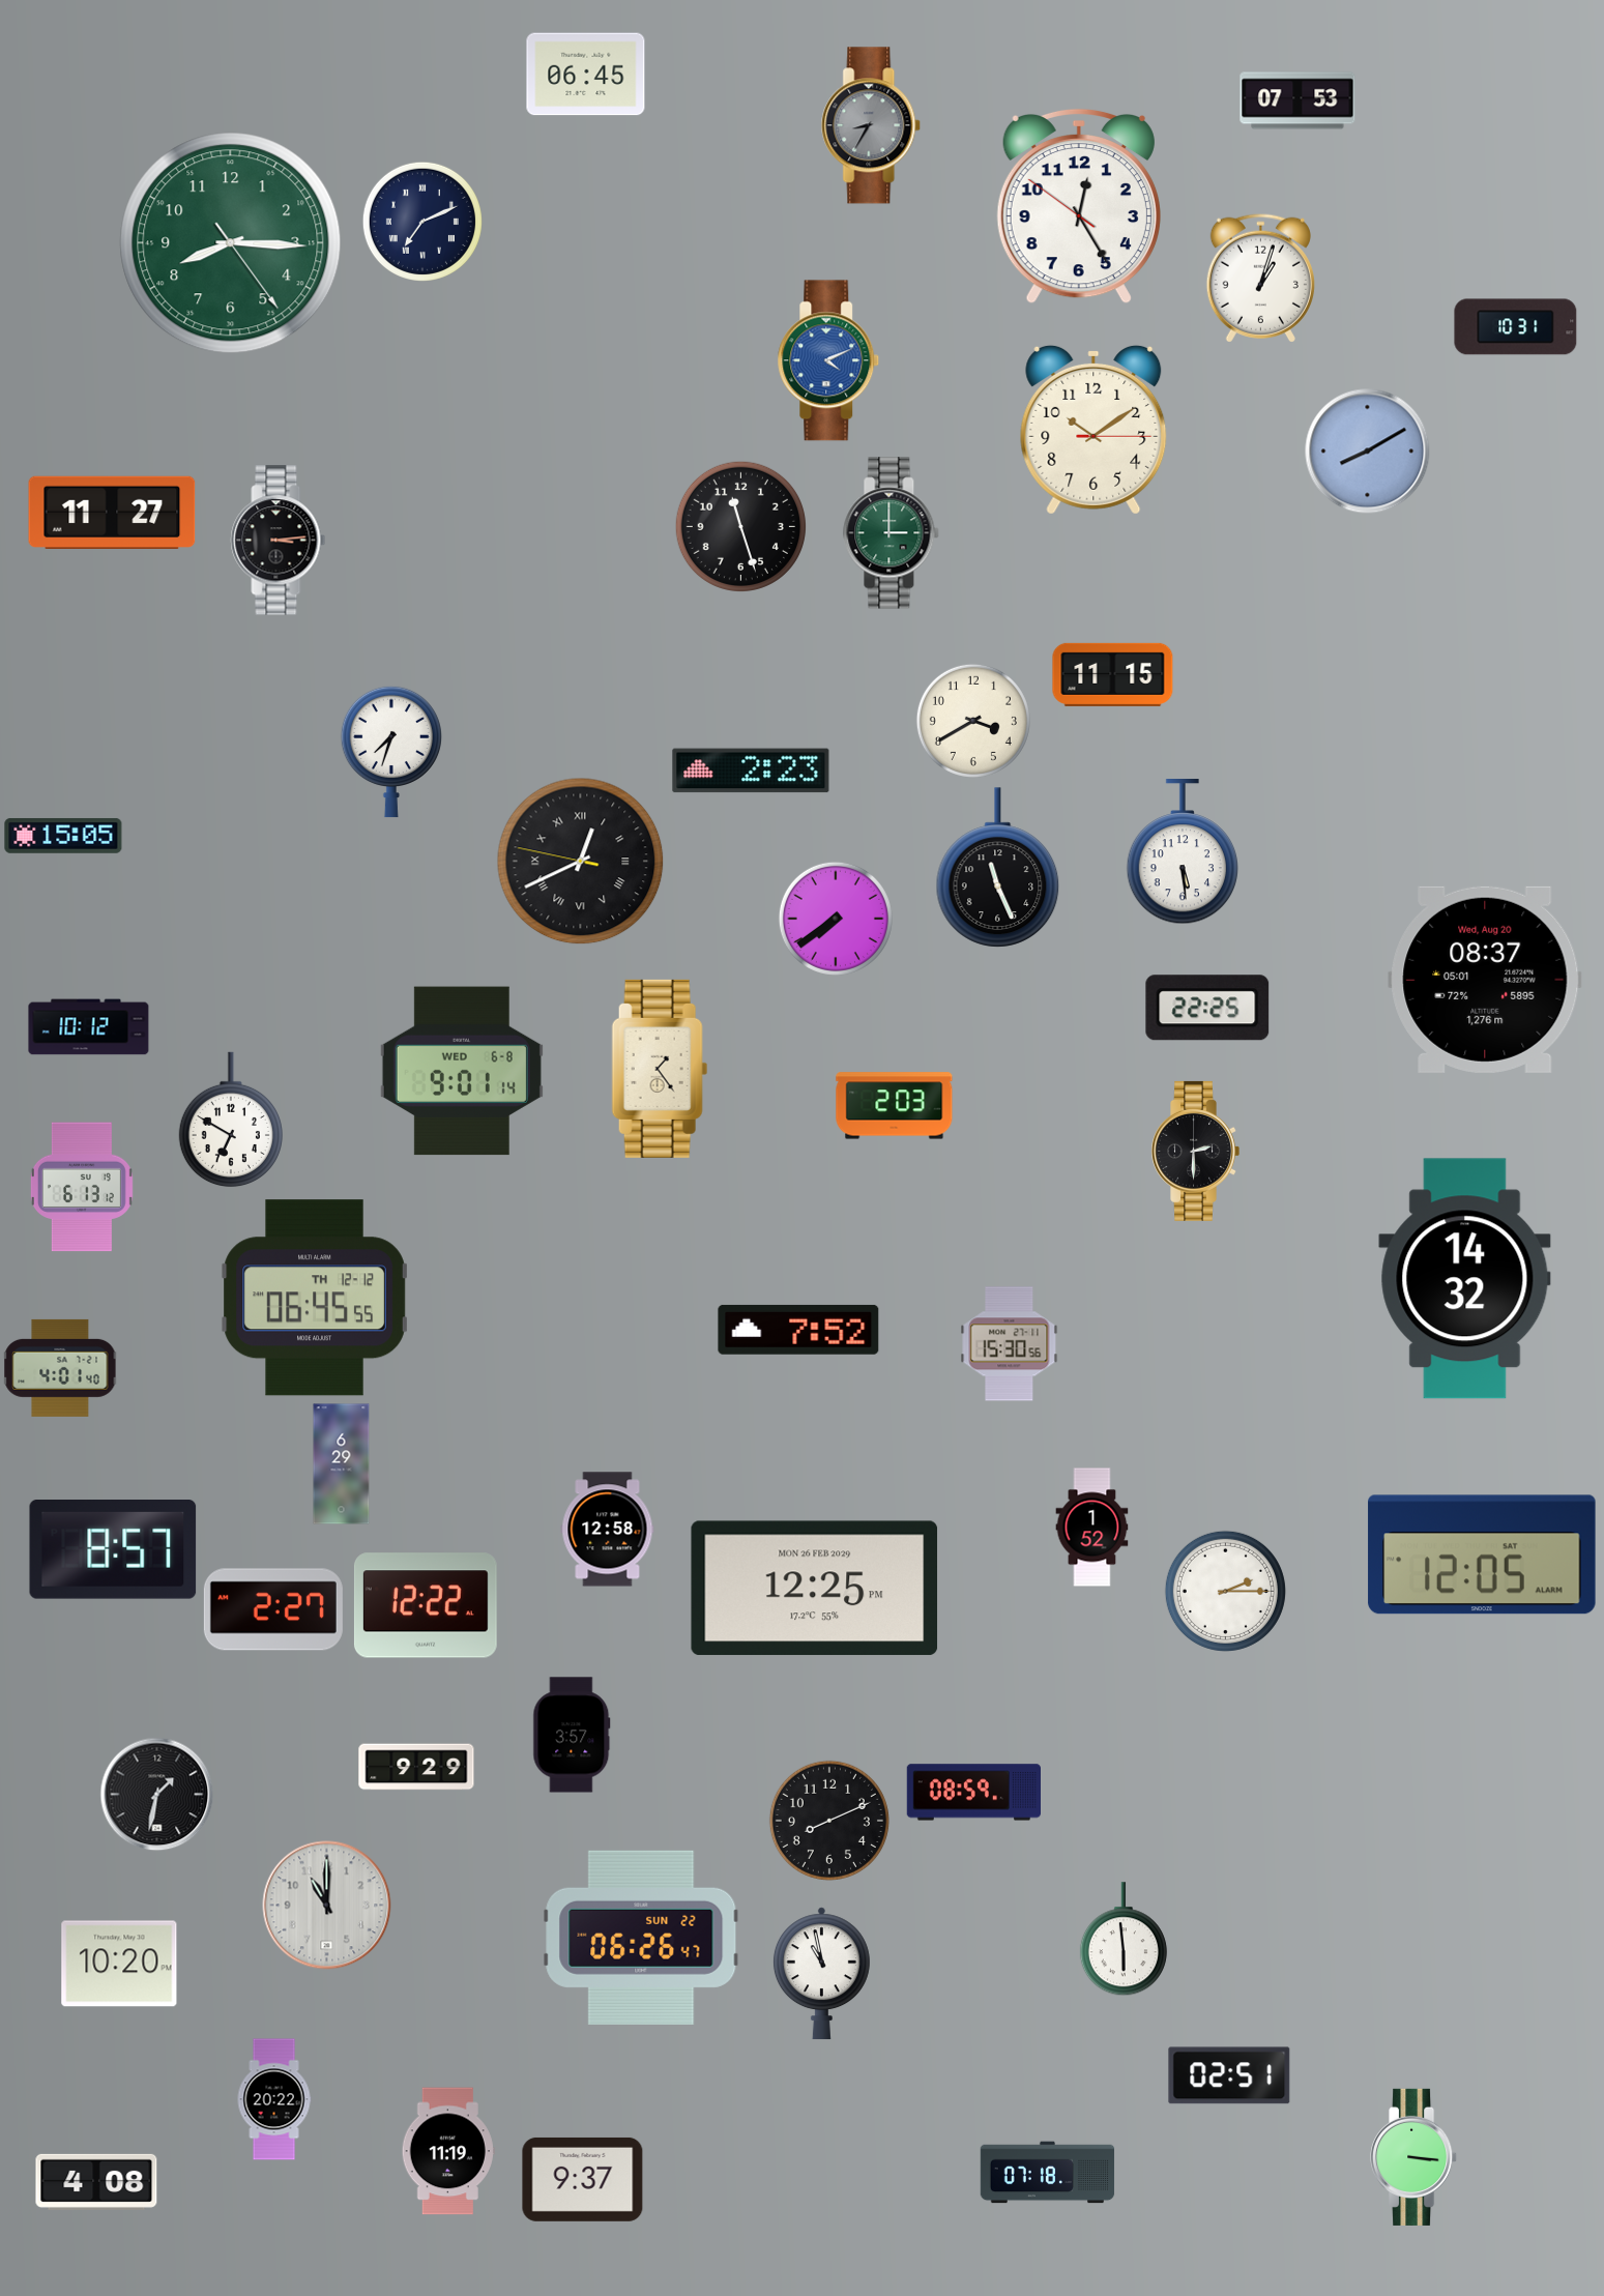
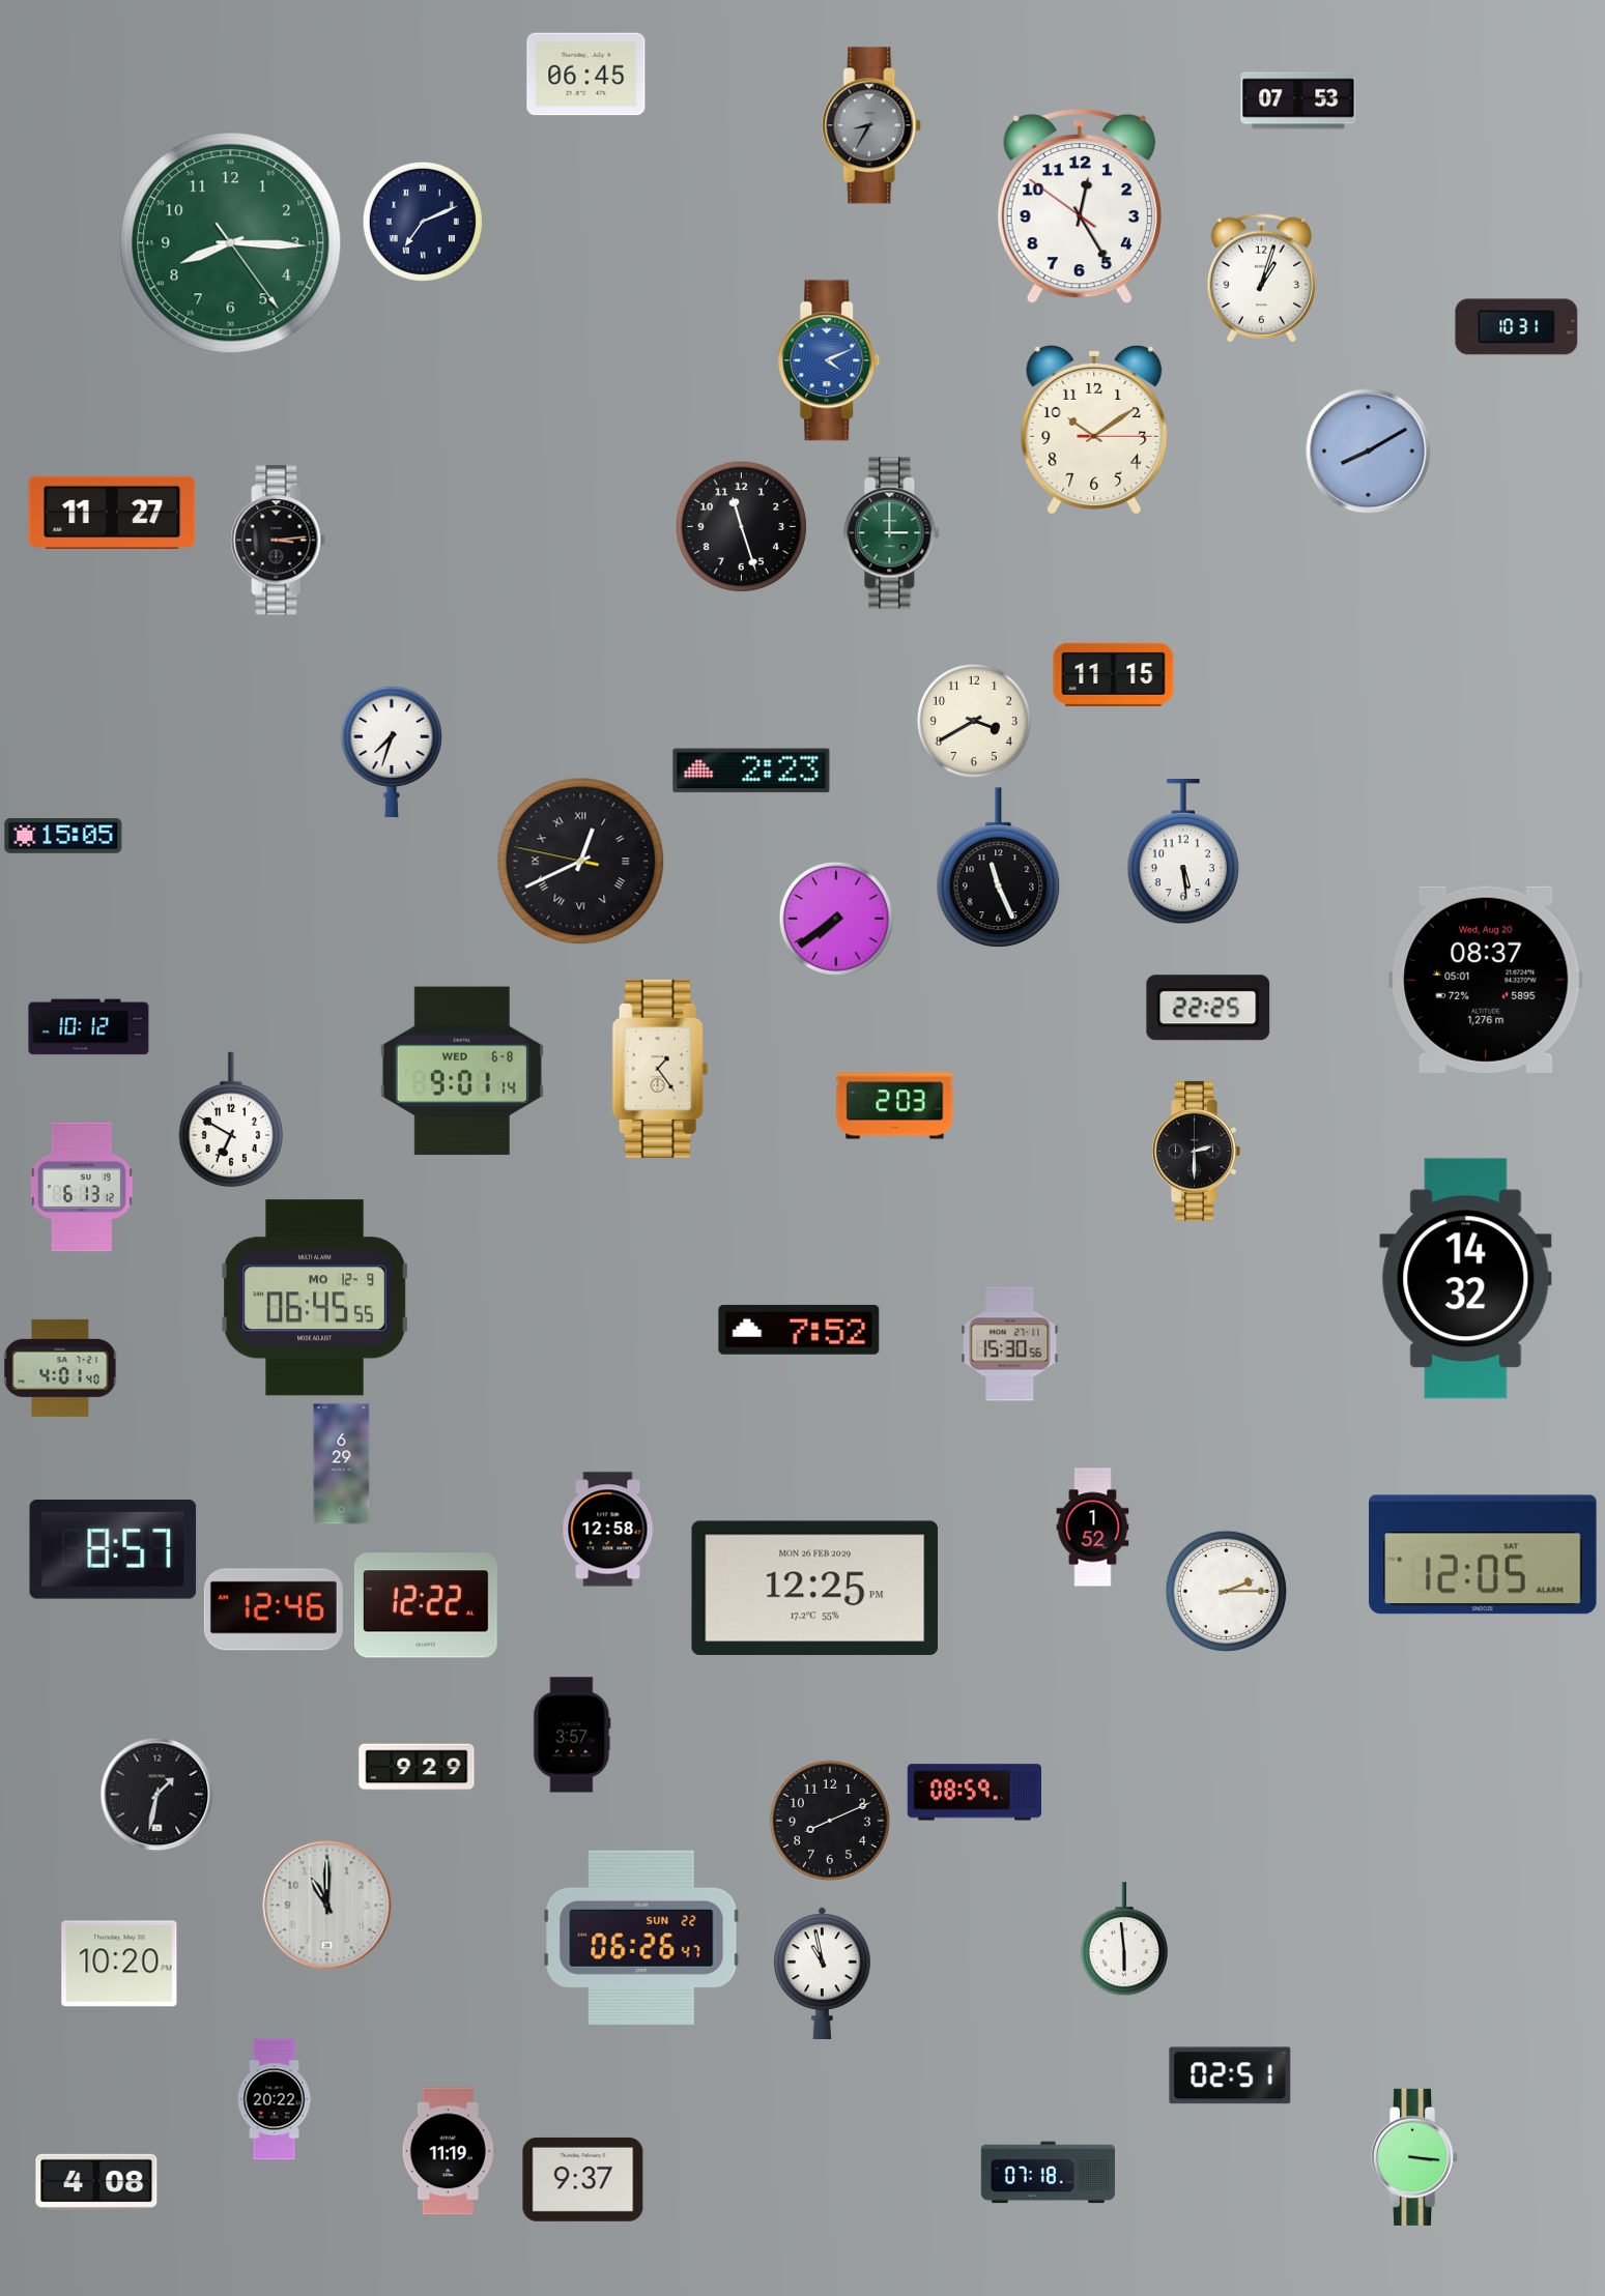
clock at (315, 1298) date: TH 12-12 -> MO 12-9
clock at (273, 1609): 2:27 -> 12:46
